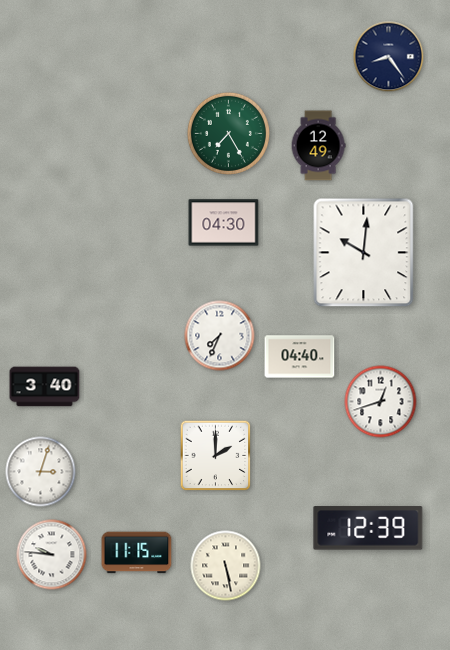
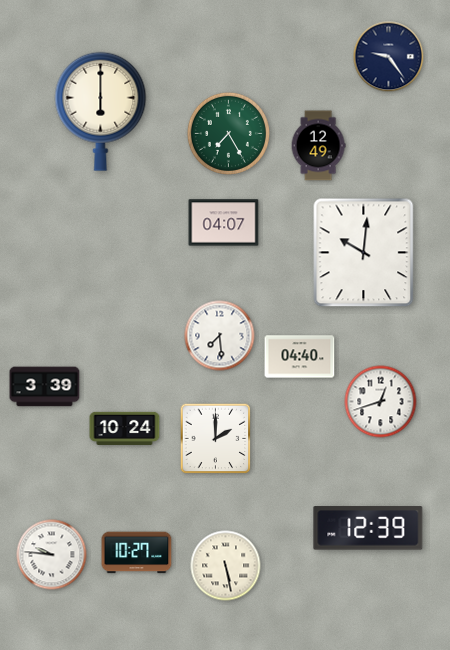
clock at (389, 57): 8:24 -> 9:24
clock at (101, 111): none -> 6:00
clock at (224, 223): 04:30 -> 04:07
clock at (220, 336): 7:34 -> 7:29
clock at (45, 387): 3:40 -> 3:39
clock at (125, 428): none -> 10:24
clock at (216, 456) position: (216, 456) -> (216, 439)
clock at (41, 472): 3:03 -> none
clock at (137, 553): 11:15 -> 10:27
